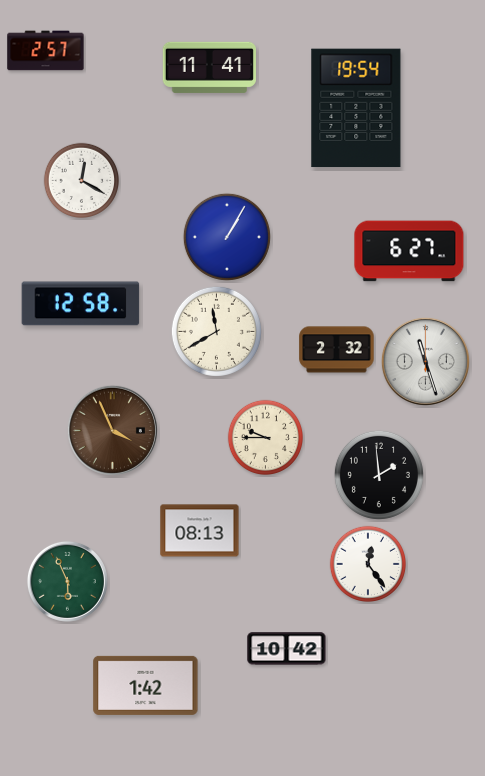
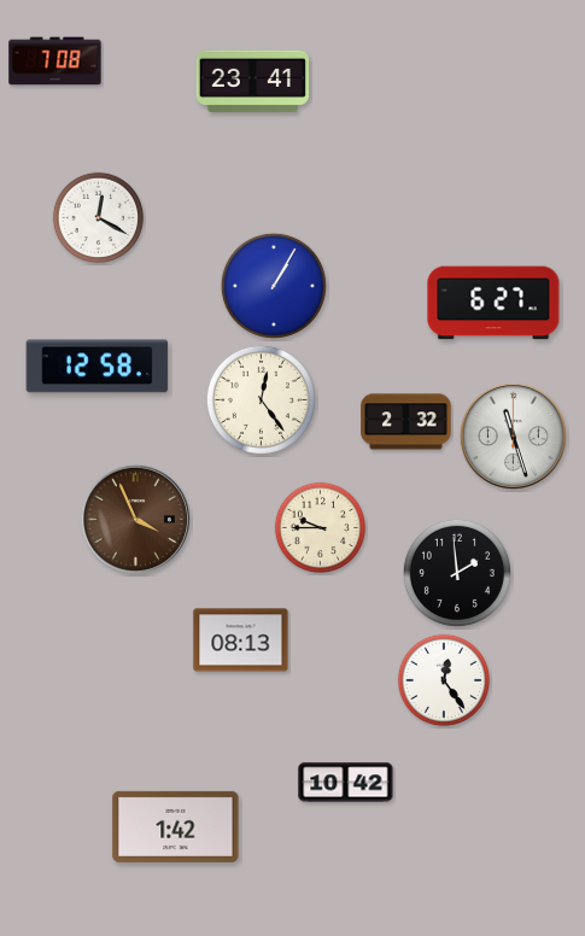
clock at (46, 51): 2:57 -> 7:08
clock at (209, 67): 11:41 -> 23:41
clock at (356, 108): 19:54 -> none
clock at (216, 331): 11:40 -> 12:24
clock at (67, 581): 5:56 -> none
